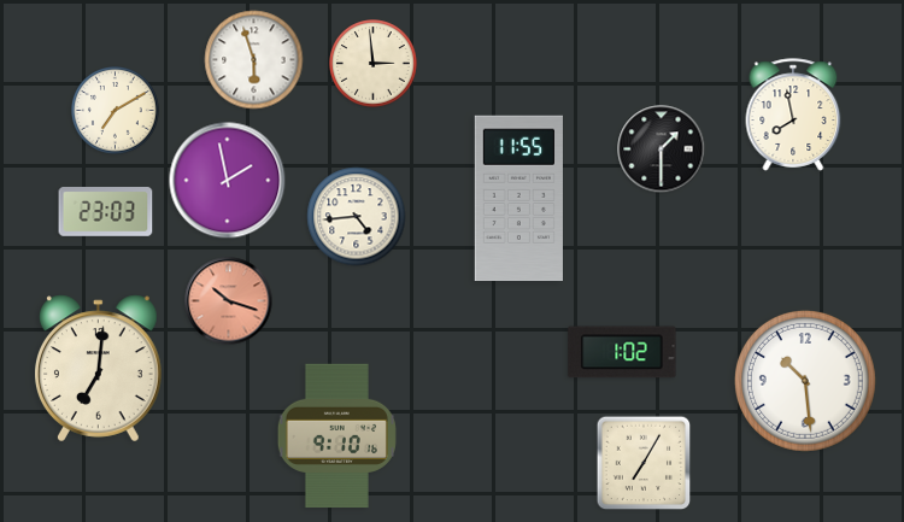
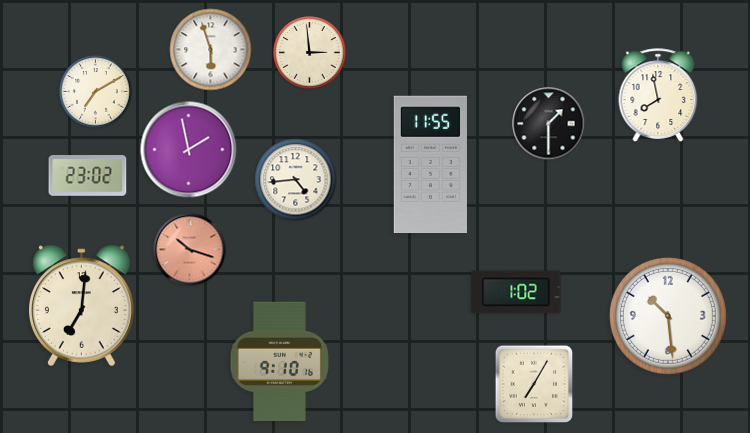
clock at (106, 212): 23:03 -> 23:02
